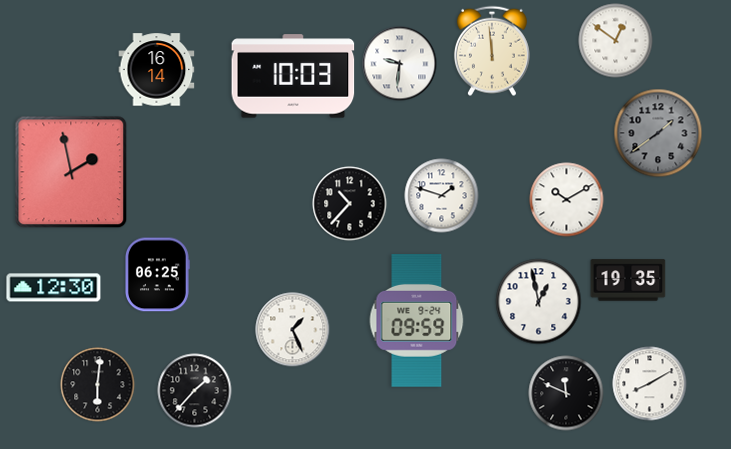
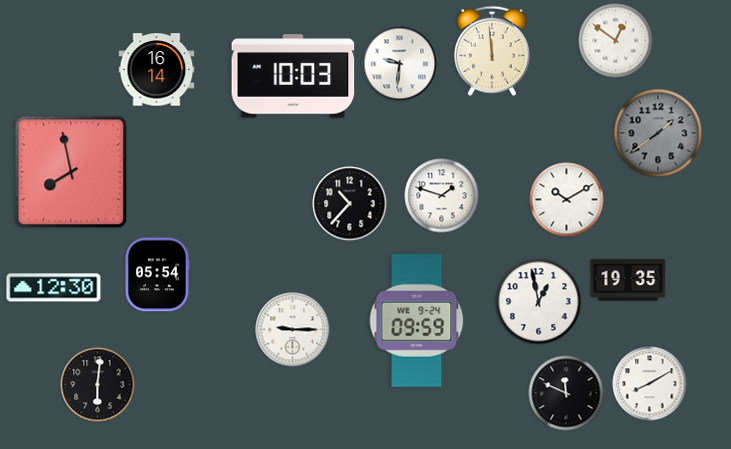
clock at (71, 172): 1:58 -> 7:58
clock at (158, 275): 06:25 -> 05:54
clock at (293, 330): 1:26 -> 9:15
clock at (195, 391): 1:37 -> none
